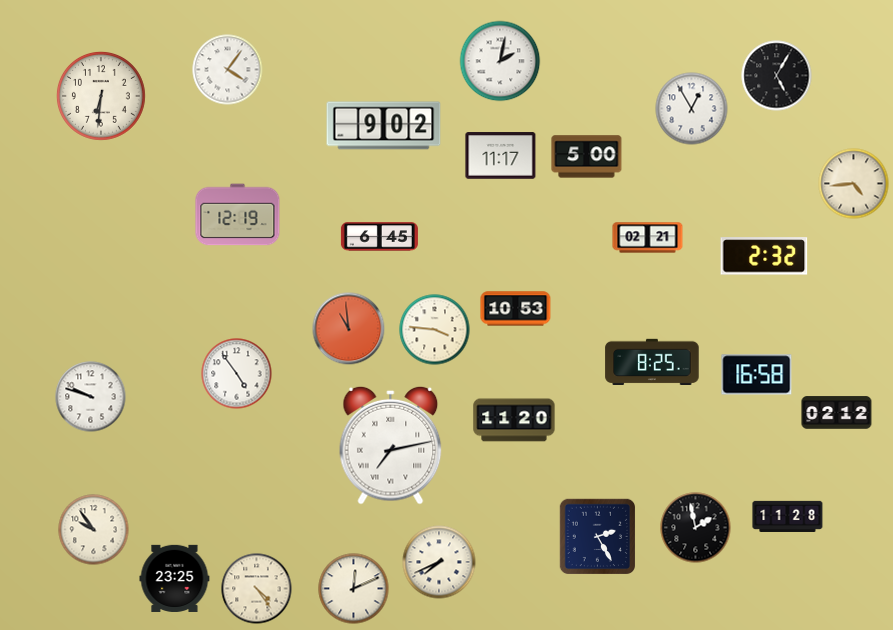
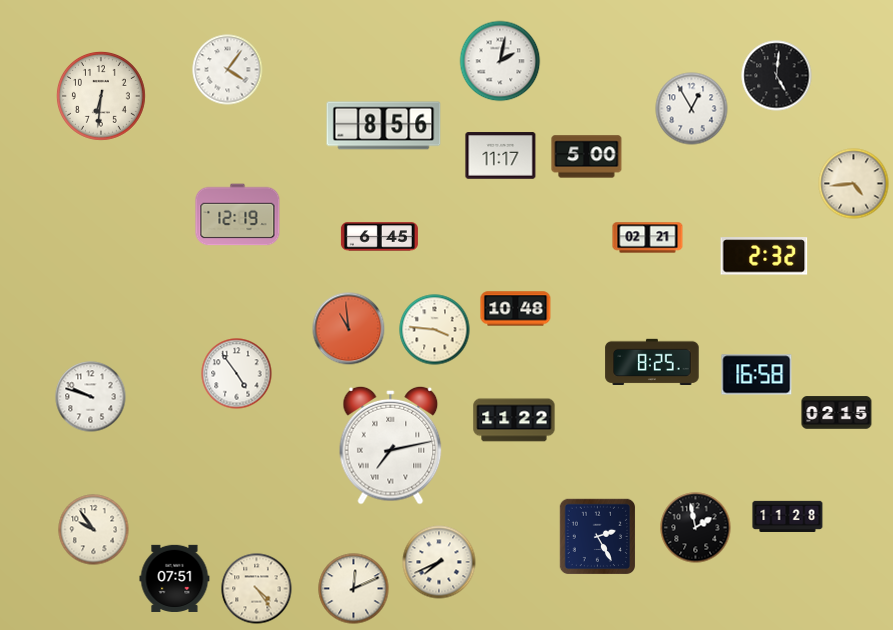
clock at (777, 76): 5:05 -> 5:01
clock at (384, 126): 9:02 -> 8:56
clock at (516, 309): 10:53 -> 10:48
clock at (837, 413): 02:12 -> 02:15
clock at (514, 420): 11:20 -> 11:22
clock at (175, 578): 23:25 -> 07:51
